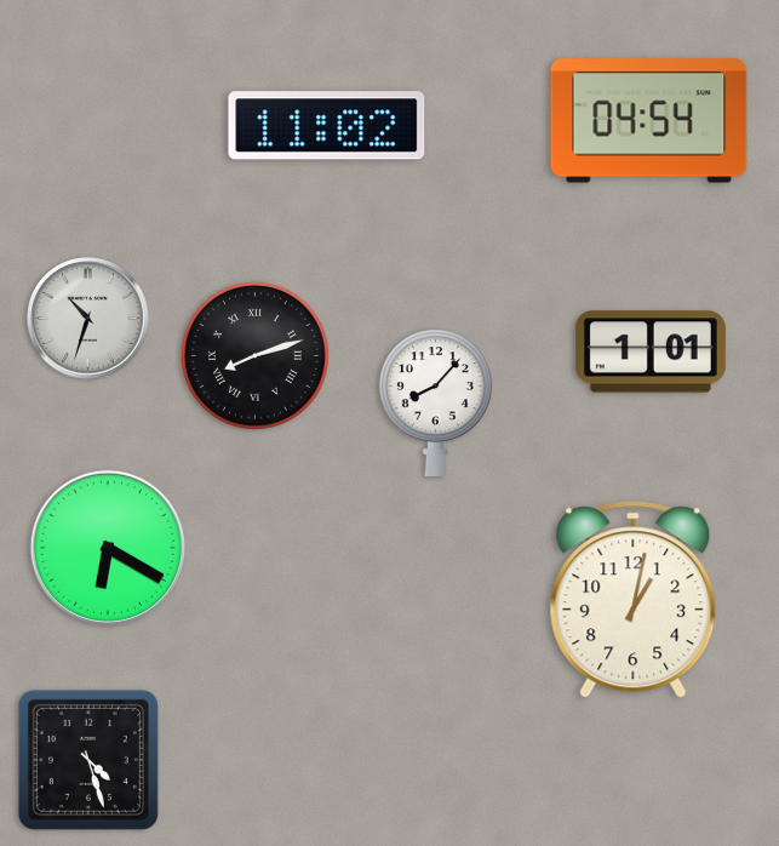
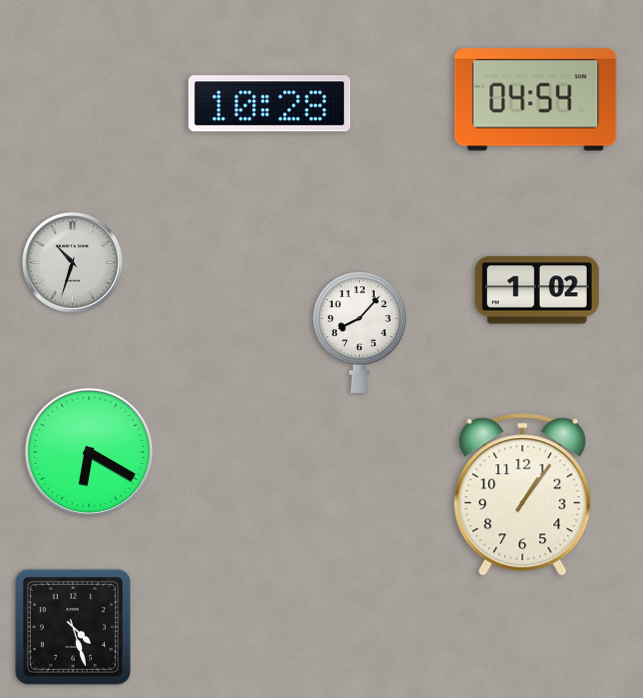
clock at (327, 126): 11:02 -> 10:28
clock at (651, 351): 1:01 -> 1:02
clock at (254, 355): 8:12 -> none
clock at (634, 600): 1:02 -> 1:06
